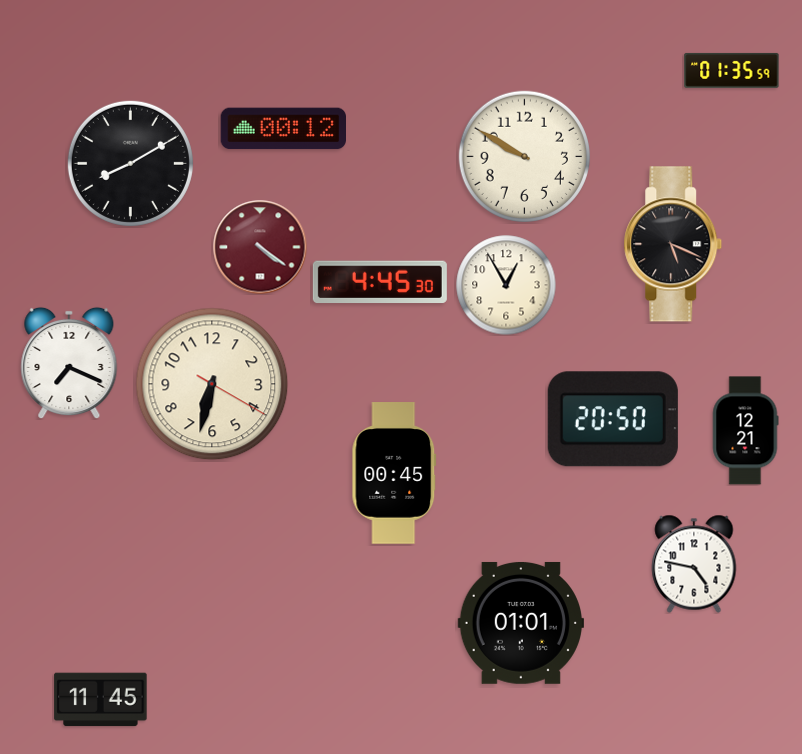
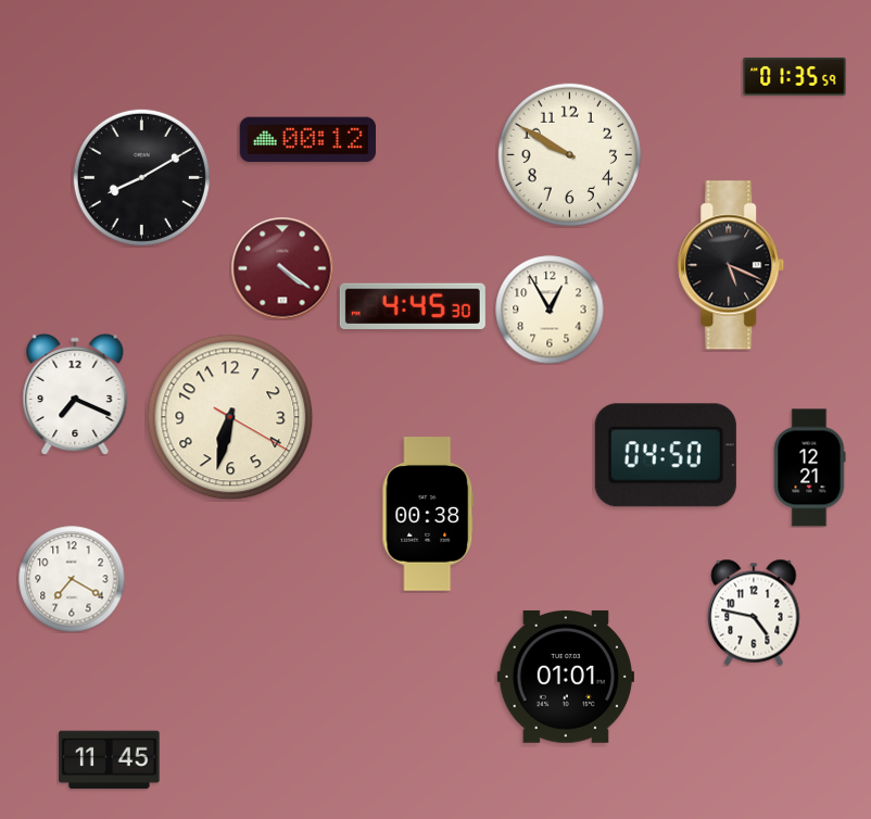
clock at (524, 156) position: (524, 156) -> (569, 154)
clock at (613, 419): 20:50 -> 04:50
clock at (394, 473): 00:45 -> 00:38
clock at (72, 579): none -> 7:20
